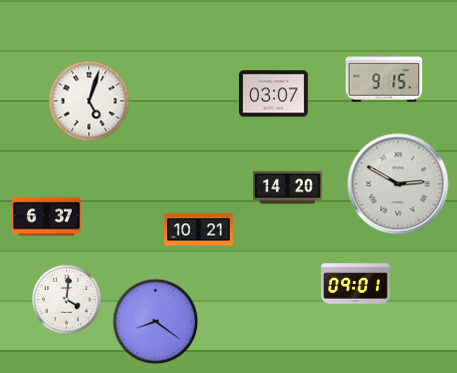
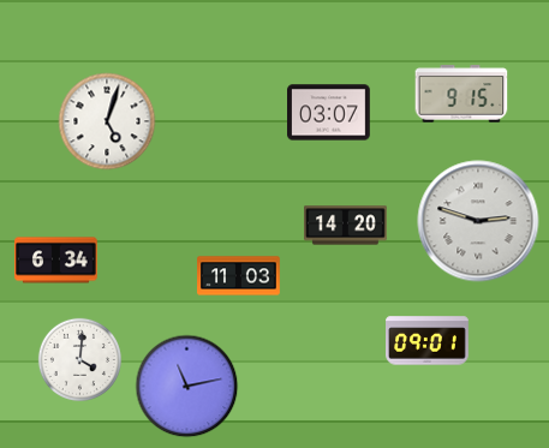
clock at (398, 184): 2:50 -> 2:48
clock at (47, 217): 6:37 -> 6:34
clock at (199, 230): 10:21 -> 11:03
clock at (156, 322): 8:21 -> 11:13
